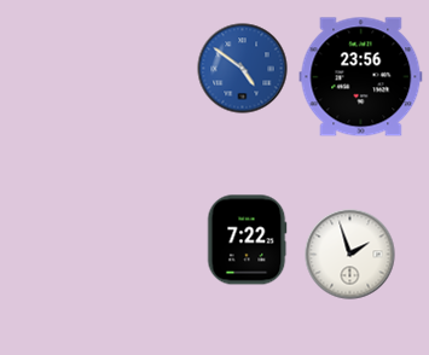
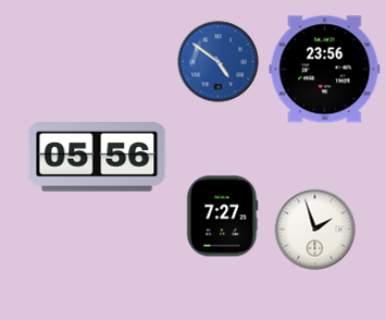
clock at (97, 158): none -> 05:56
clock at (247, 240): 7:22 -> 7:27
